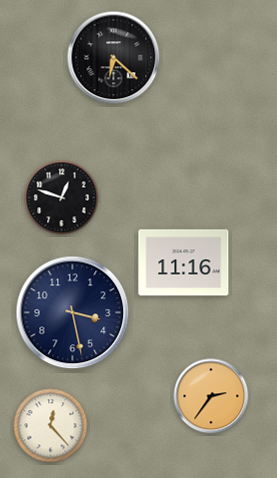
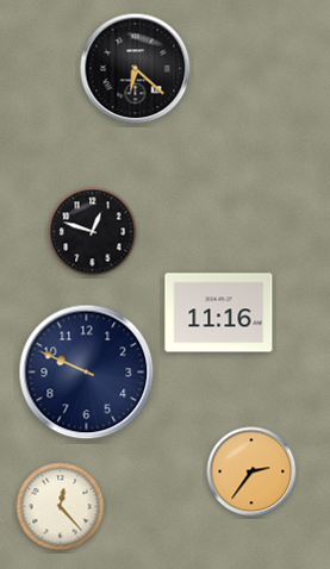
clock at (62, 198) position: (62, 198) -> (93, 232)
clock at (73, 313): 3:28 -> 9:49
